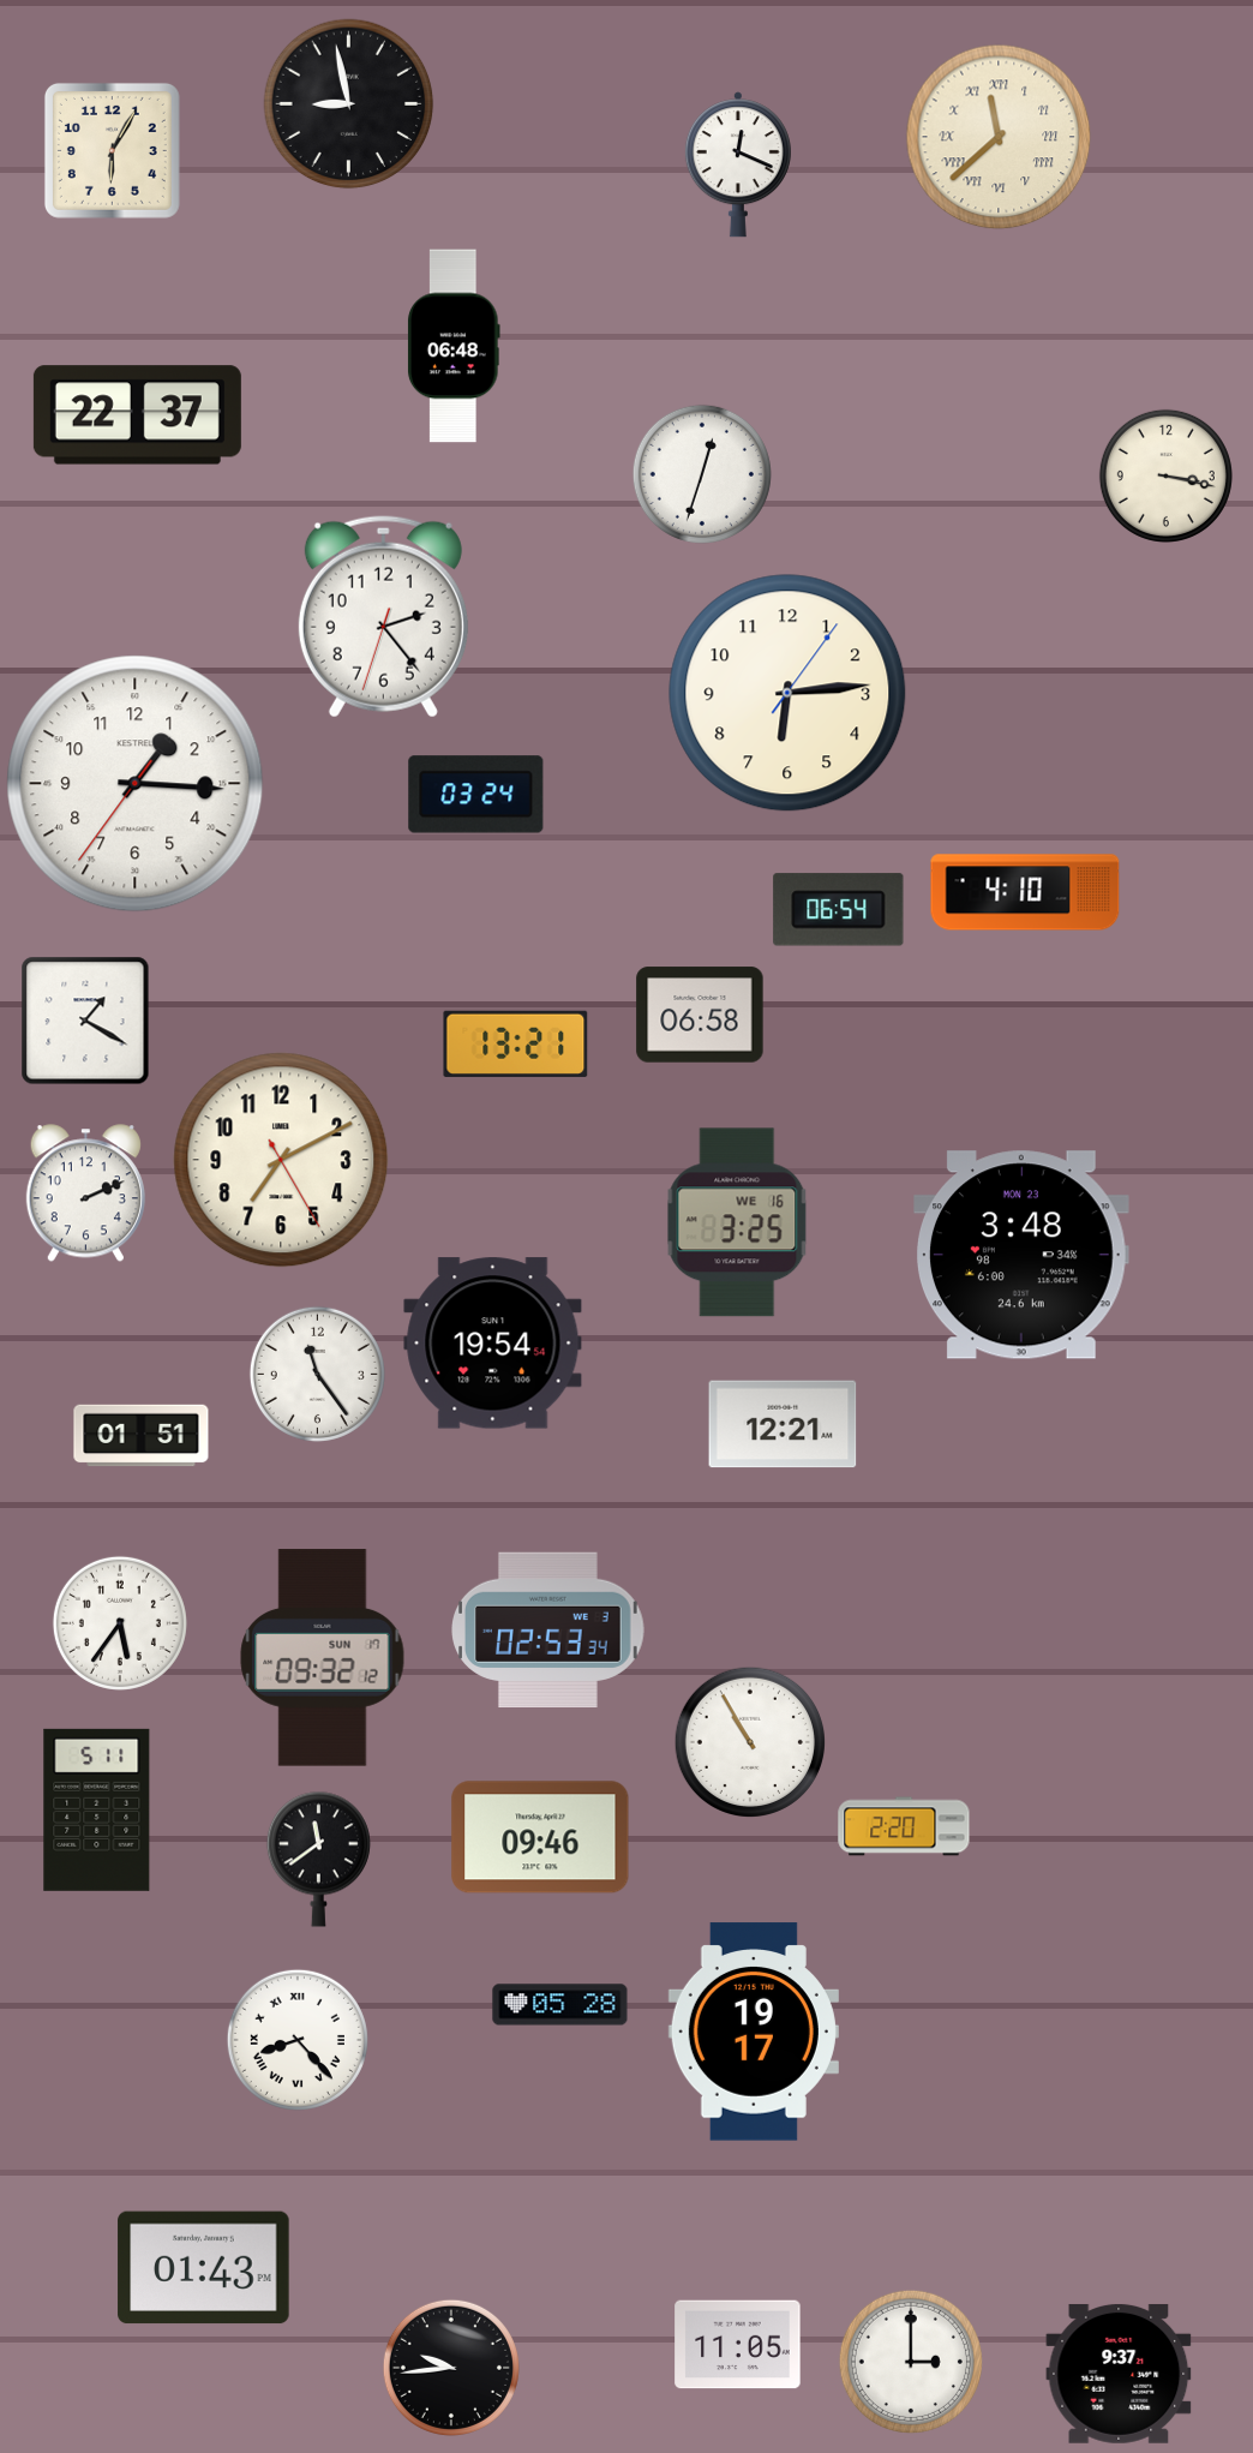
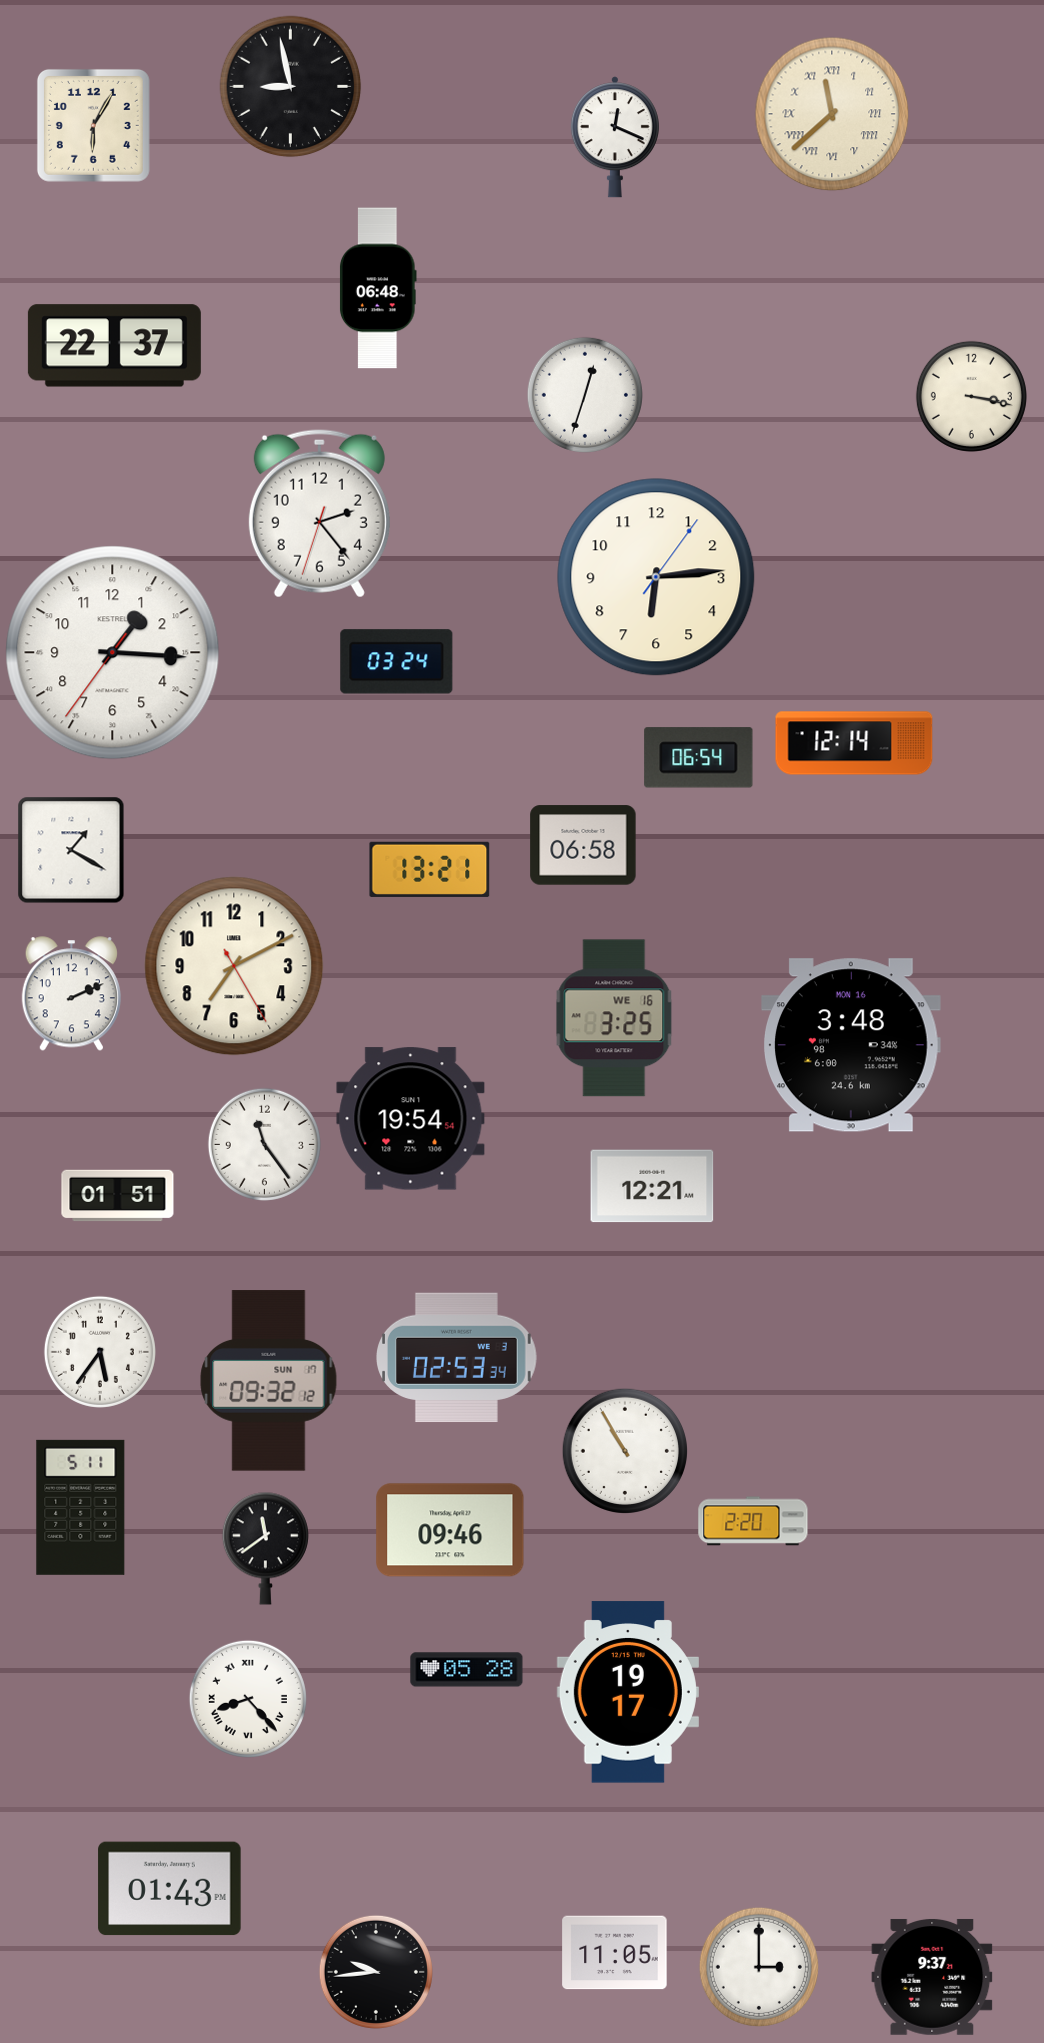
clock at (1025, 892): 4:10 -> 12:14
clock at (1023, 1255) date: MON 23 -> MON 16
